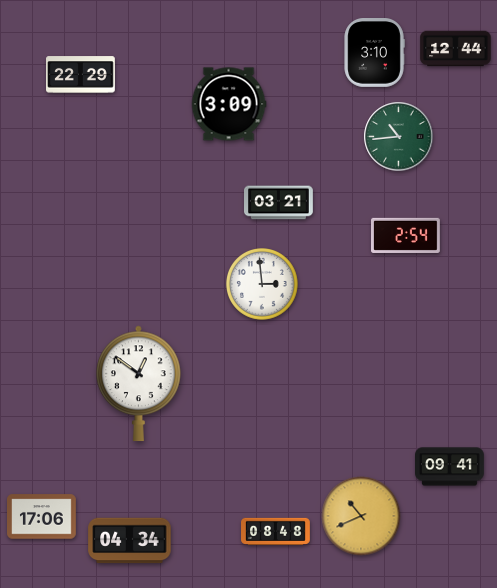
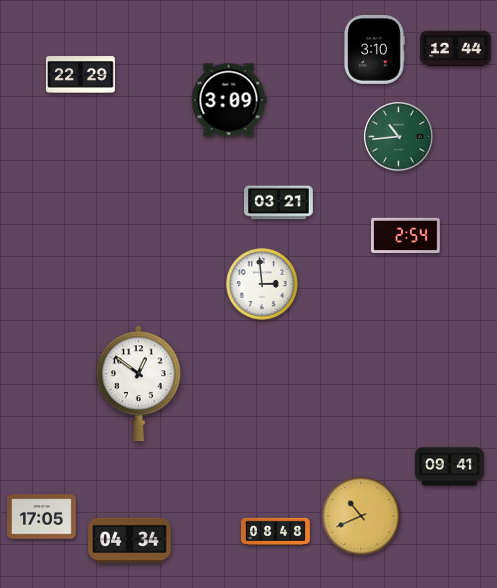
clock at (374, 53) position: (374, 53) -> (374, 50)
clock at (229, 104) position: (229, 104) -> (229, 100)
clock at (42, 517): 17:06 -> 17:05
